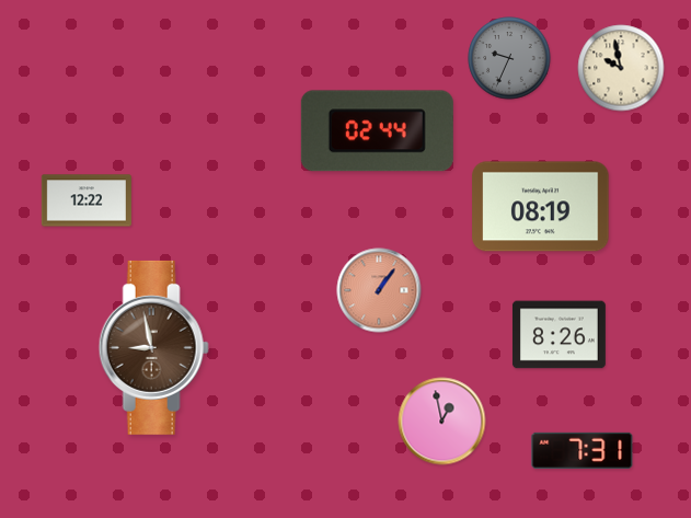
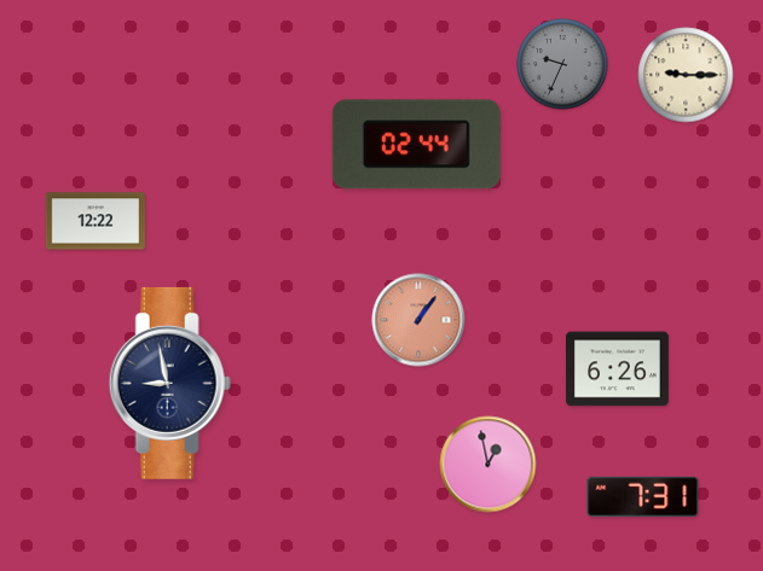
clock at (621, 68): 9:58 -> 9:15
clock at (541, 207): 08:19 -> none
clock at (560, 335): 8:26 -> 6:26
clock at (153, 347) dial: brown -> navy
